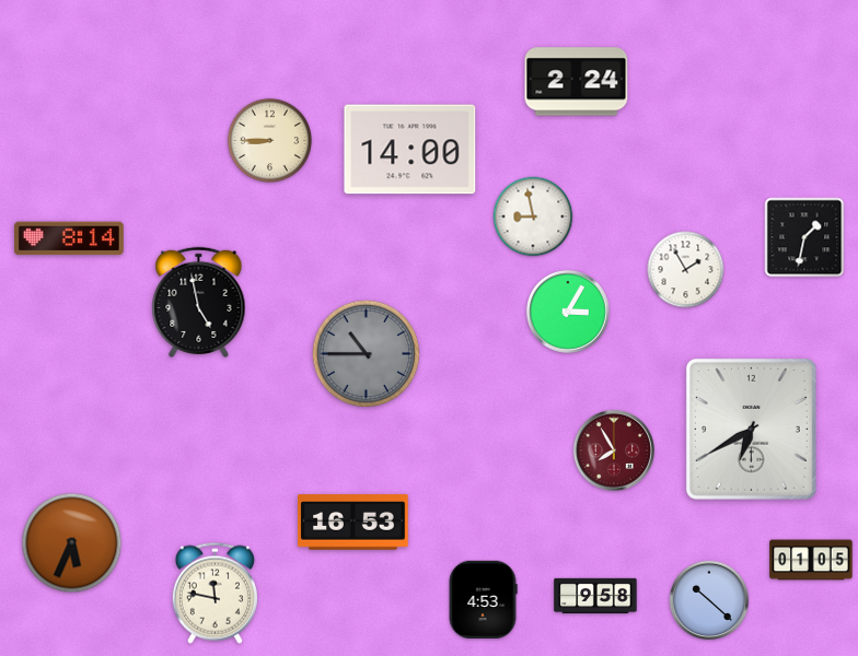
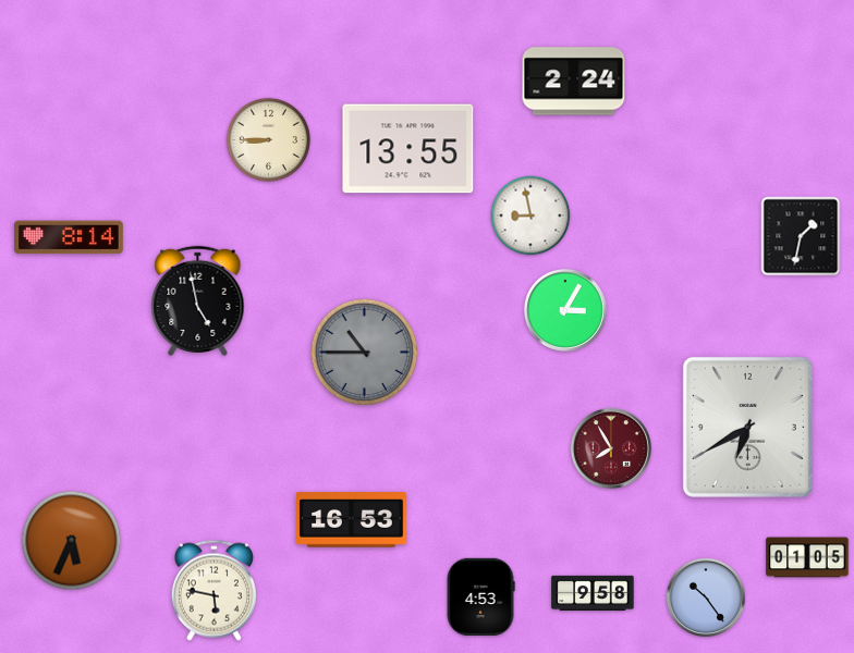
clock at (410, 150): 14:00 -> 13:55
clock at (686, 270): 1:55 -> none
clock at (215, 593): 11:47 -> 5:47
clock at (708, 599): 10:22 -> 10:24
